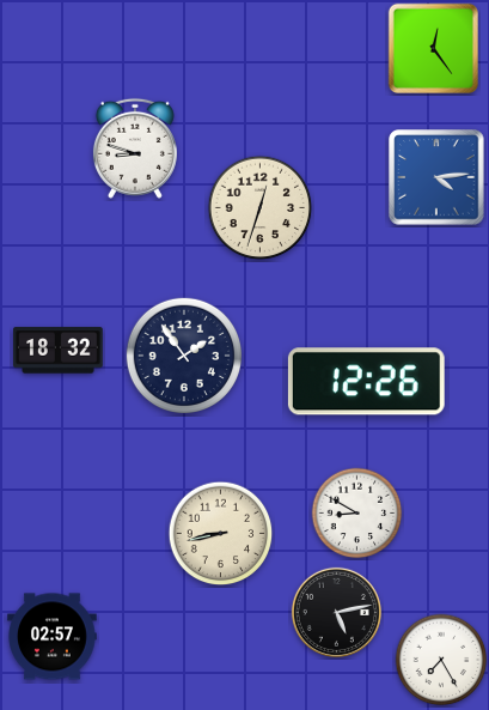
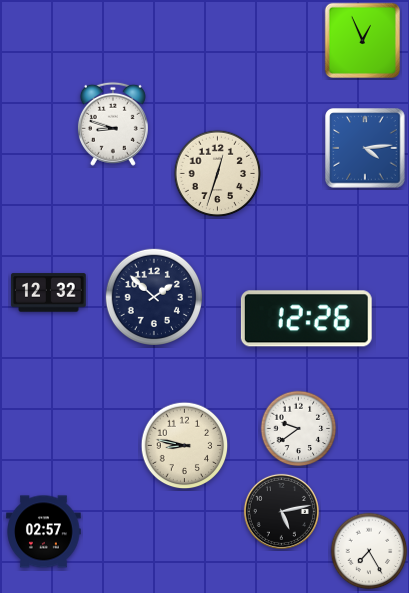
clock at (433, 48): 12:24 -> 12:56
clock at (59, 351): 18:32 -> 12:32
clock at (183, 354): 1:54 -> 1:52
clock at (357, 514): 8:50 -> 9:39
clock at (221, 534): 8:43 -> 8:47
